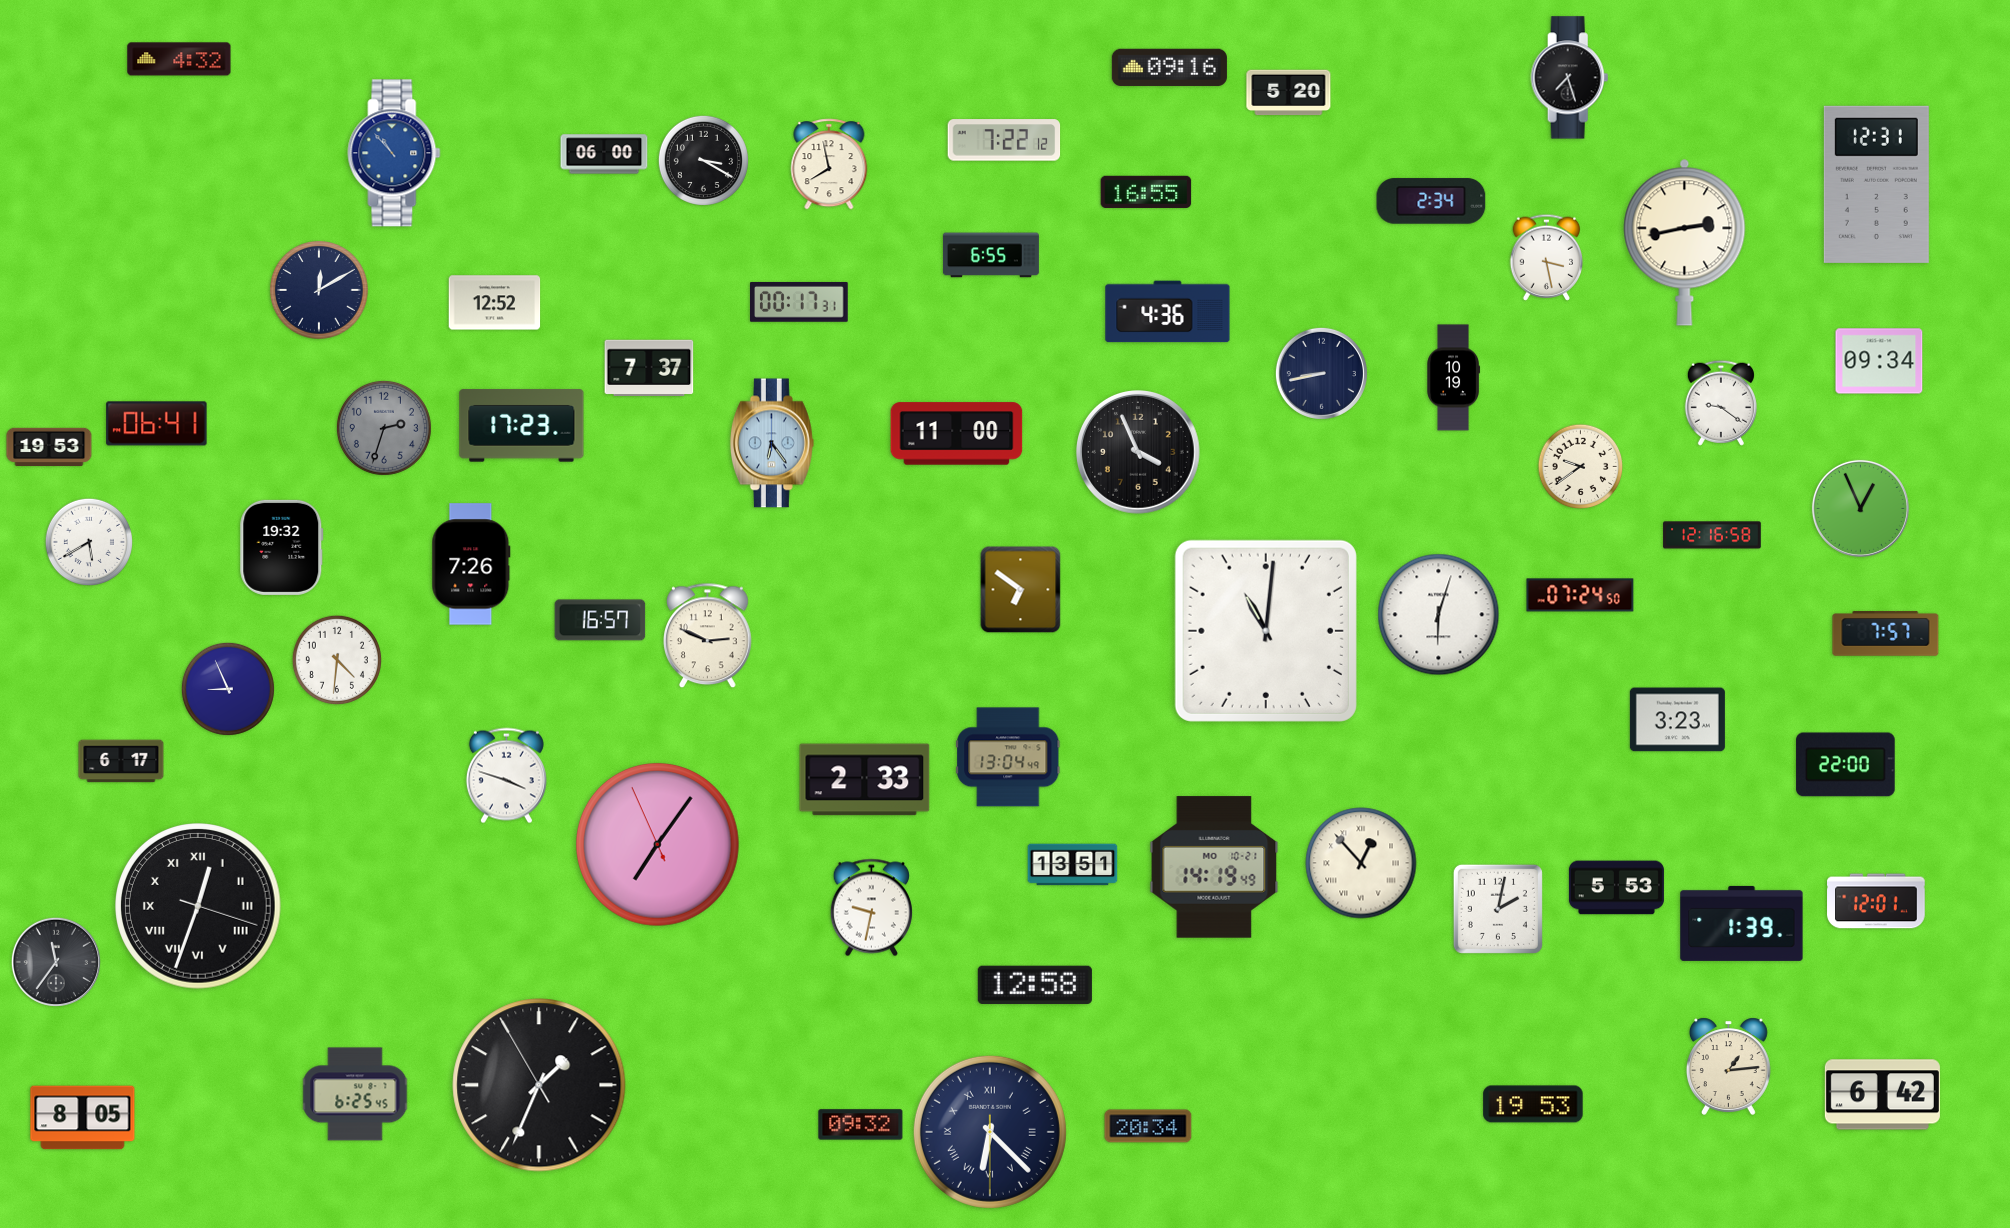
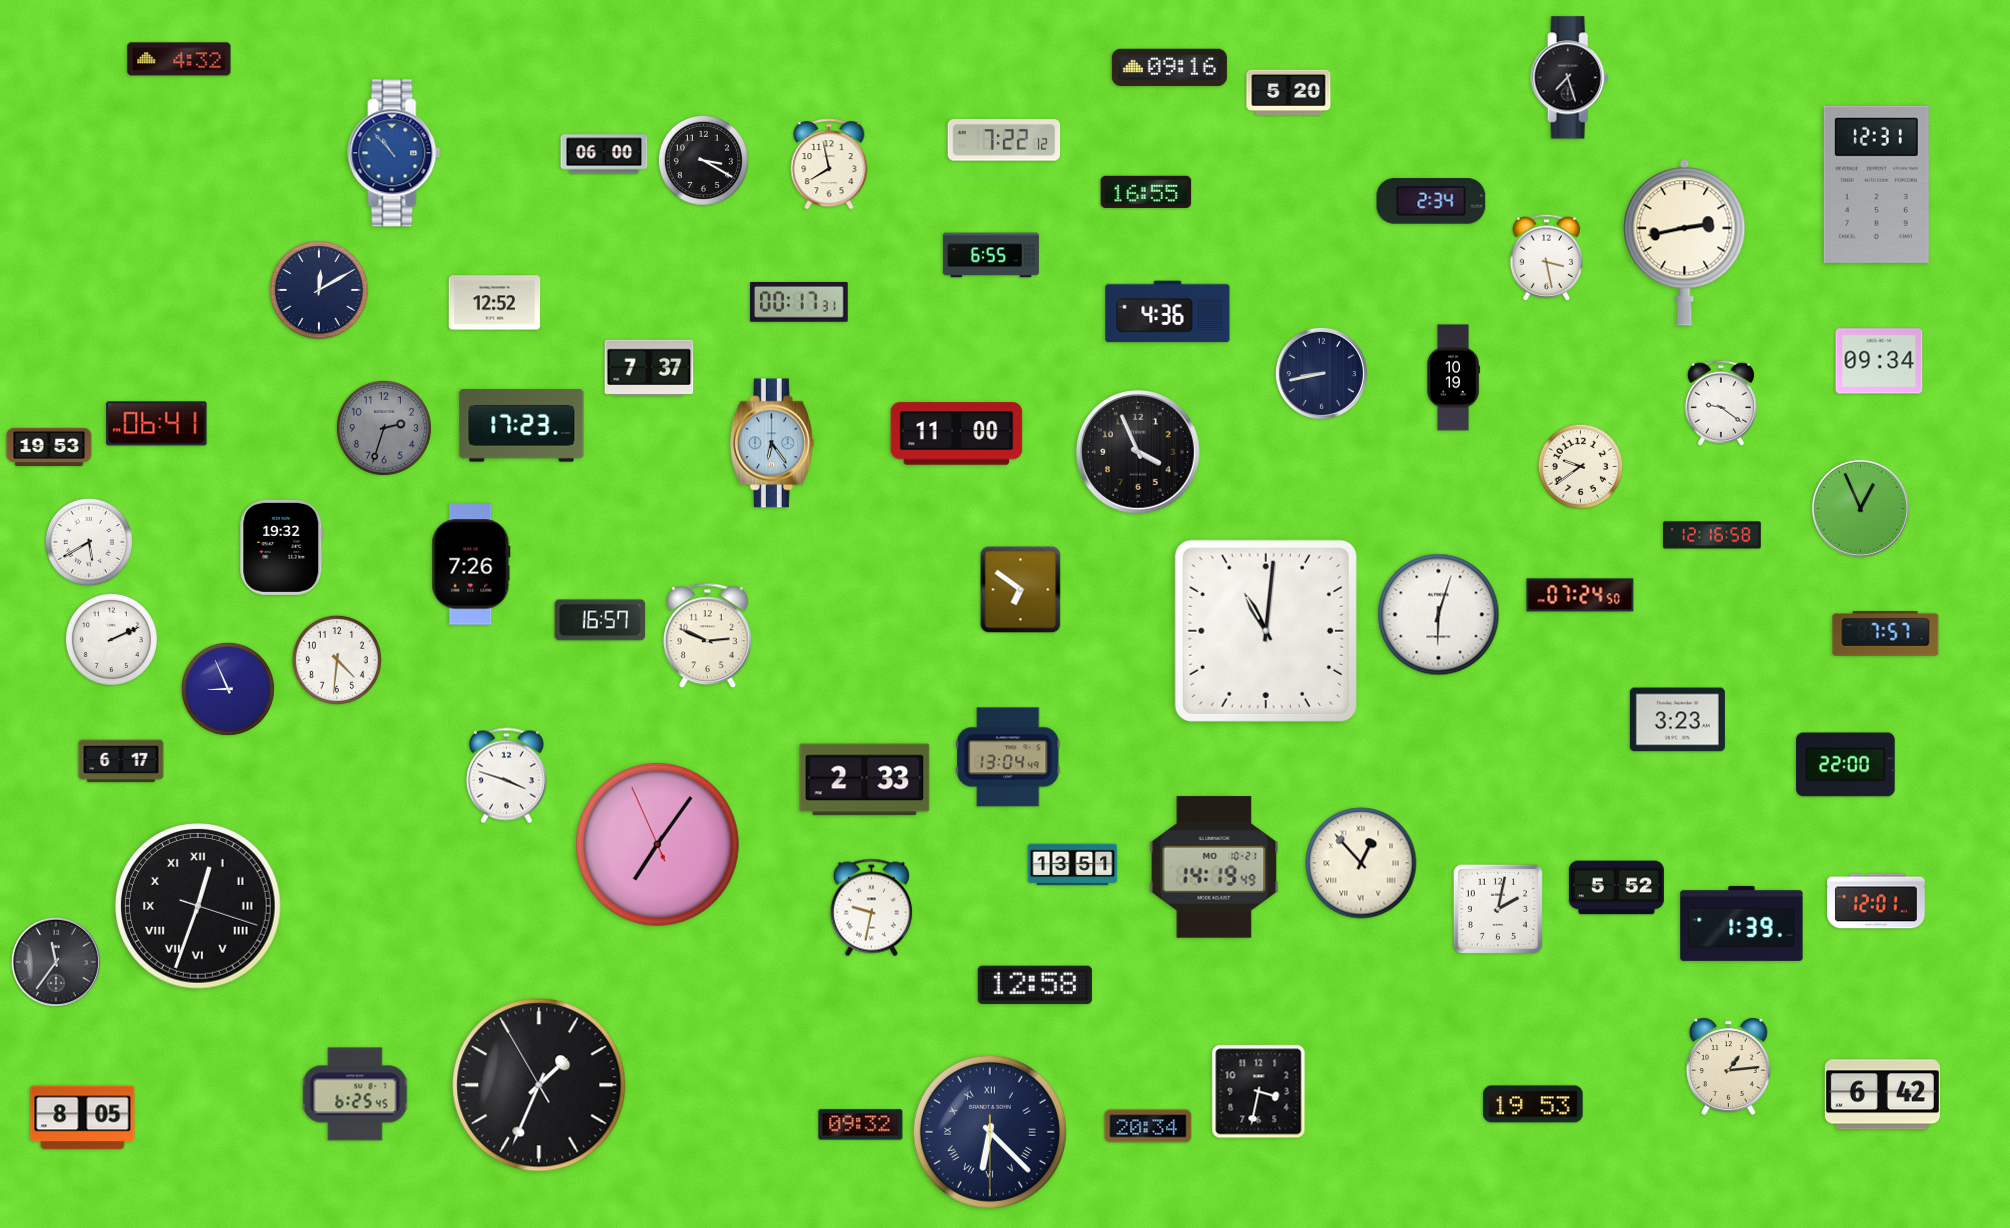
clock at (111, 639): none -> 2:11
clock at (1616, 888): 5:53 -> 5:52
clock at (1259, 1092): none -> 3:32
